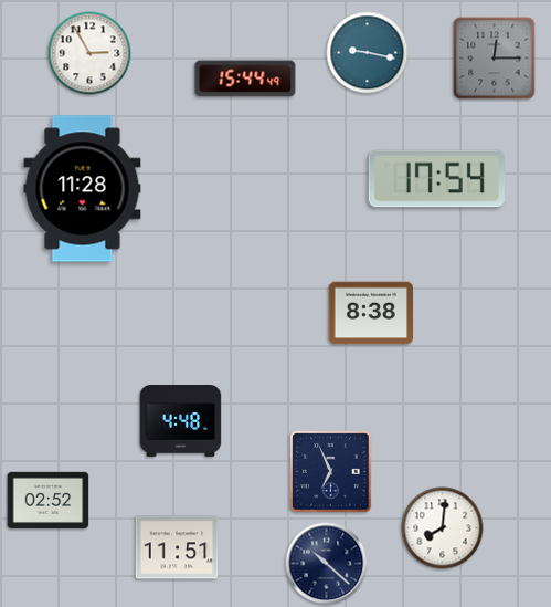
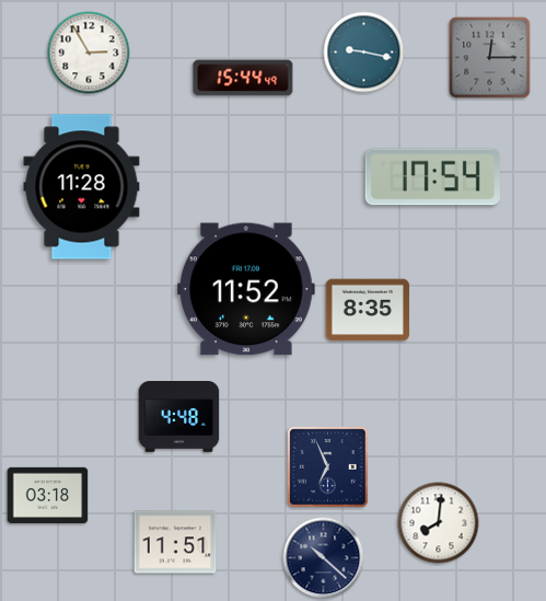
clock at (246, 289): none -> 11:52
clock at (371, 313): 8:38 -> 8:35
clock at (49, 500): 02:52 -> 03:18
